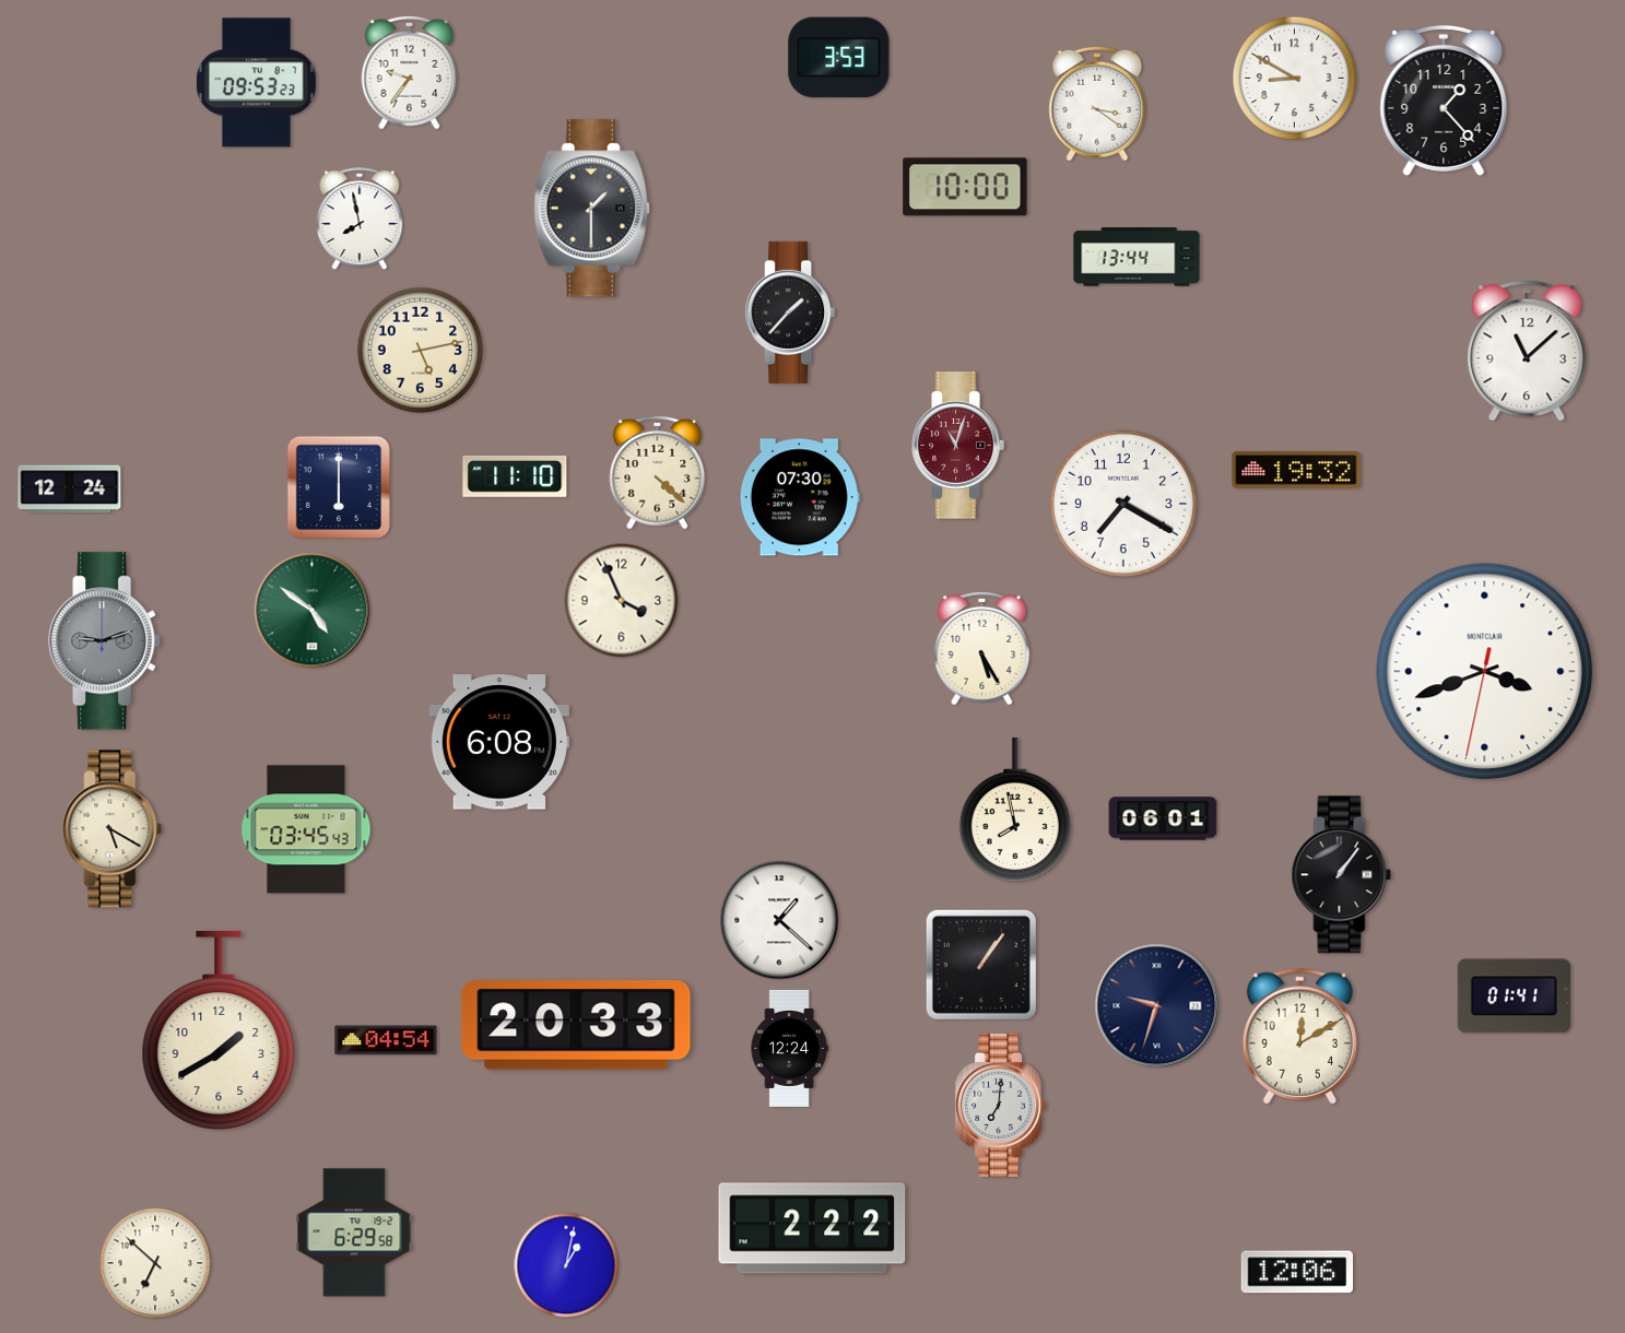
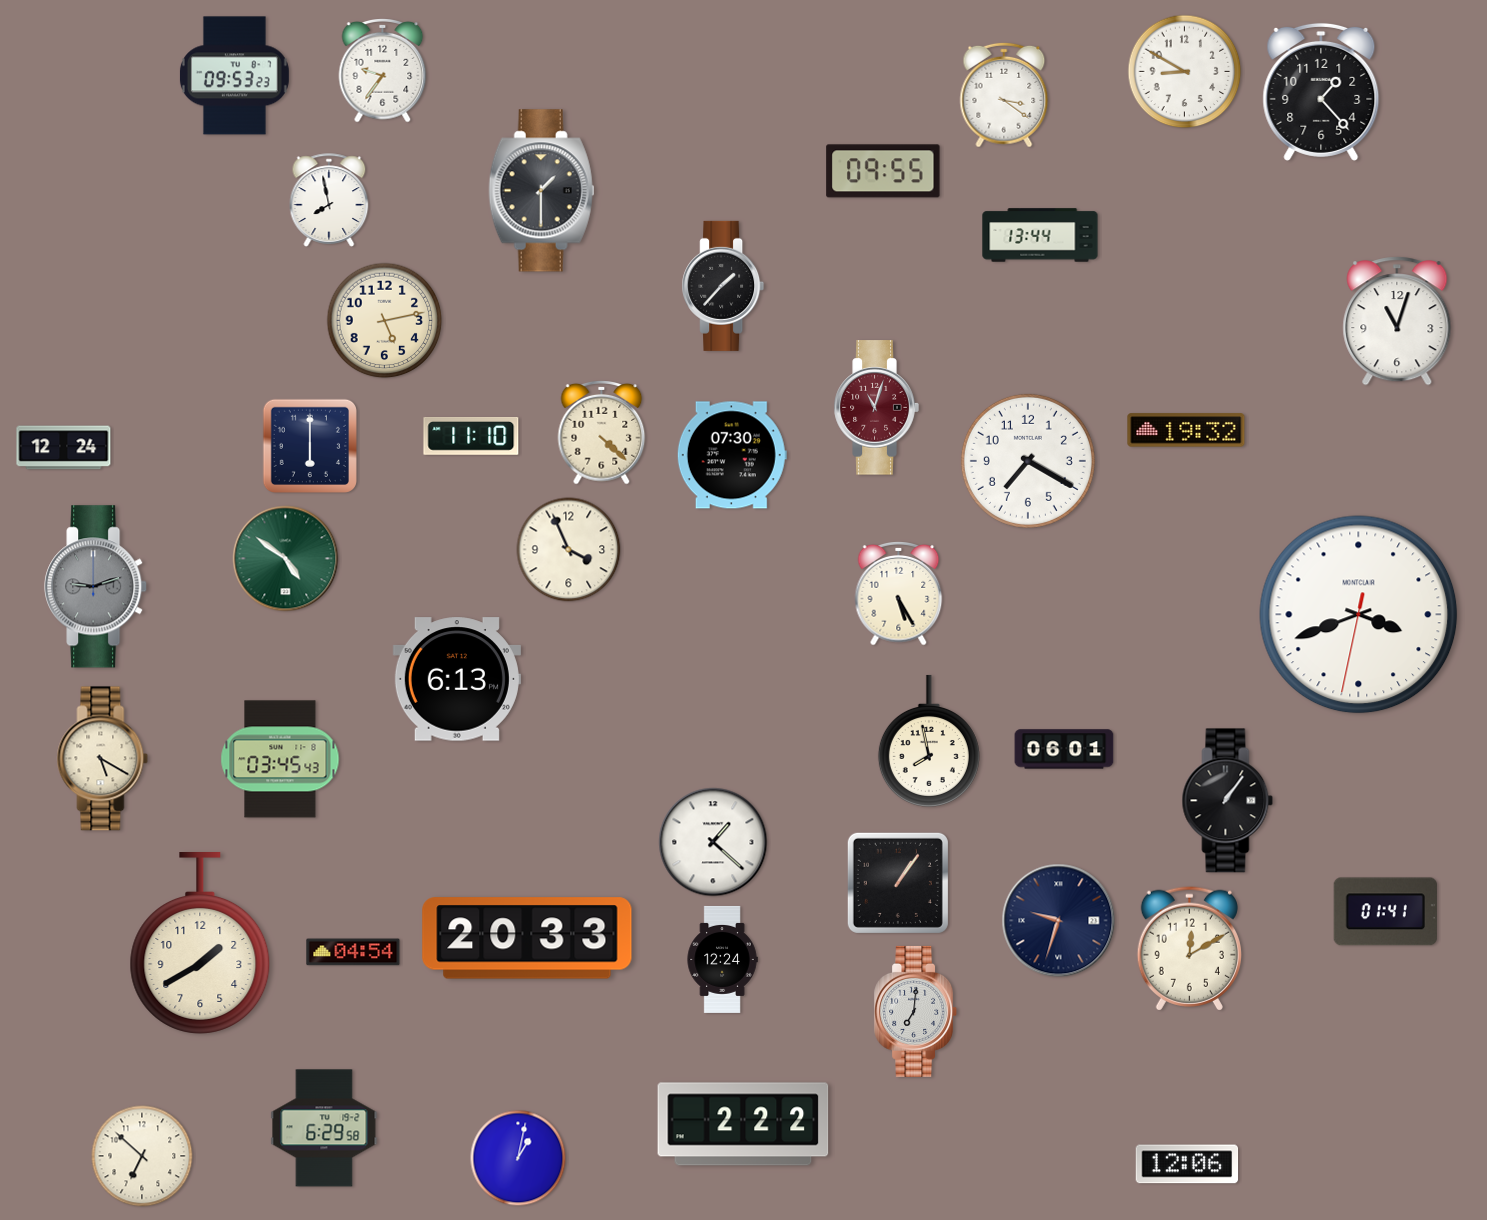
clock at (839, 58): 3:53 -> none
clock at (410, 73) position: (410, 73) -> (383, 71)
clock at (965, 187): 10:00 -> 09:55
clock at (1527, 351): 11:08 -> 11:03
clock at (499, 742): 6:08 -> 6:13
